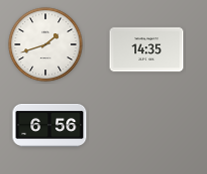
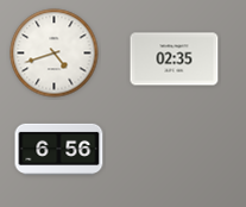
clock at (46, 45): 1:42 -> 4:42
clock at (147, 50): 14:35 -> 02:35
